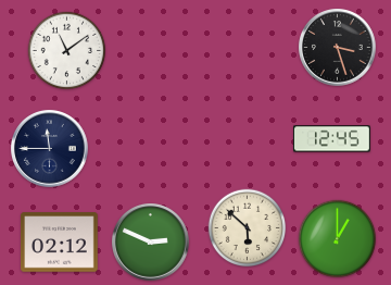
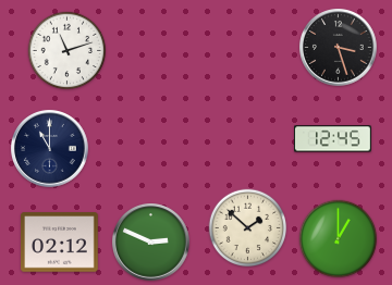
clock at (67, 51): 11:09 -> 11:12
clock at (50, 149): 11:45 -> 11:00
clock at (248, 228): 5:52 -> 1:52
